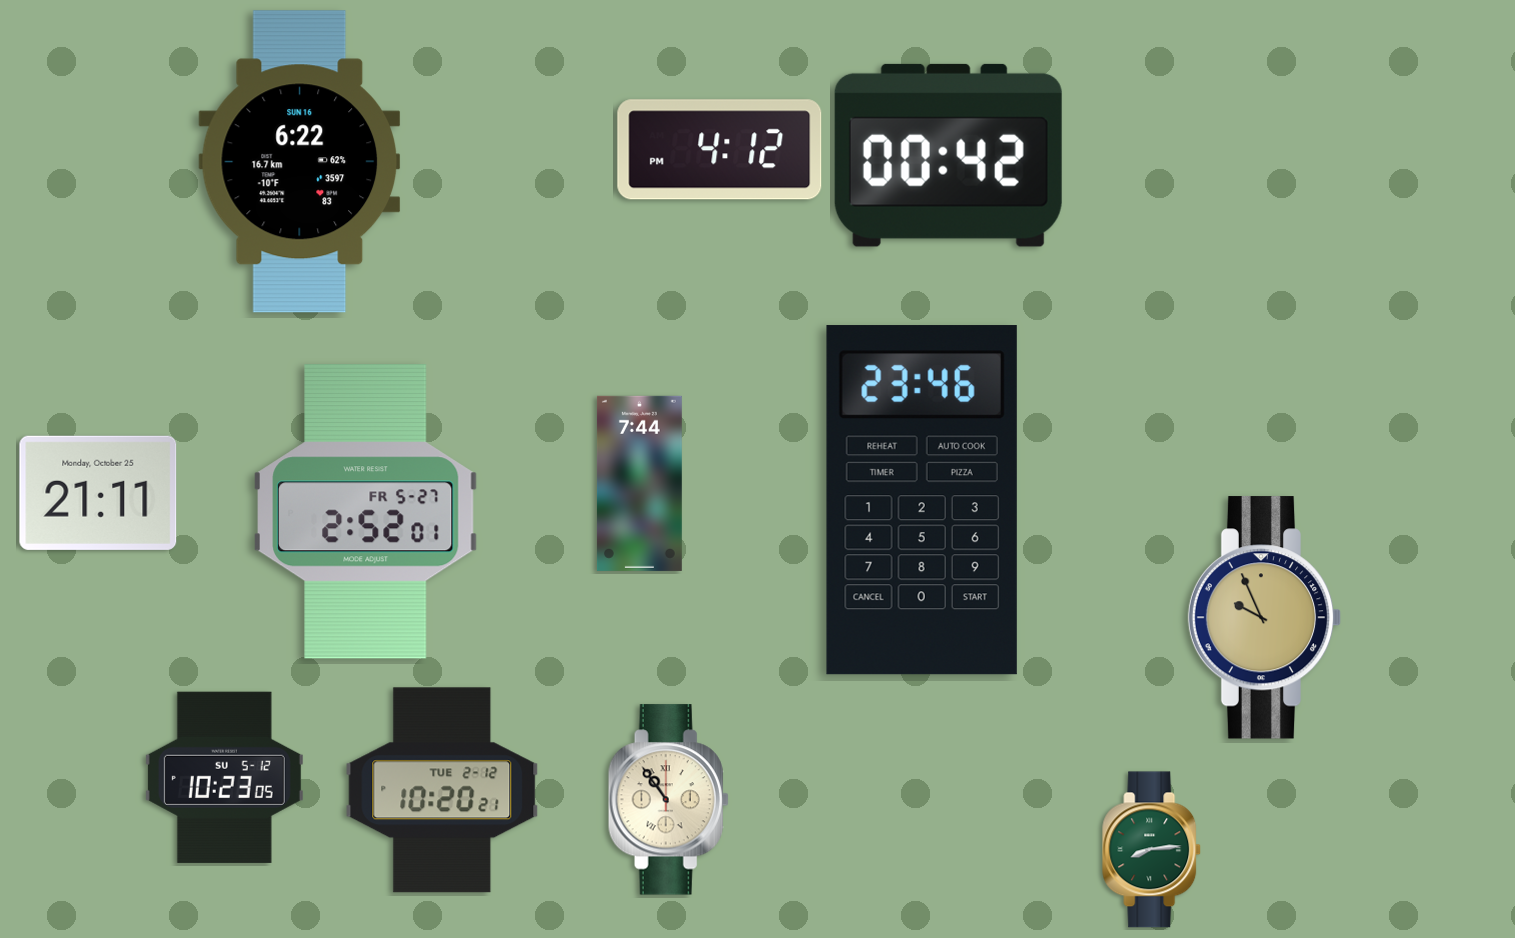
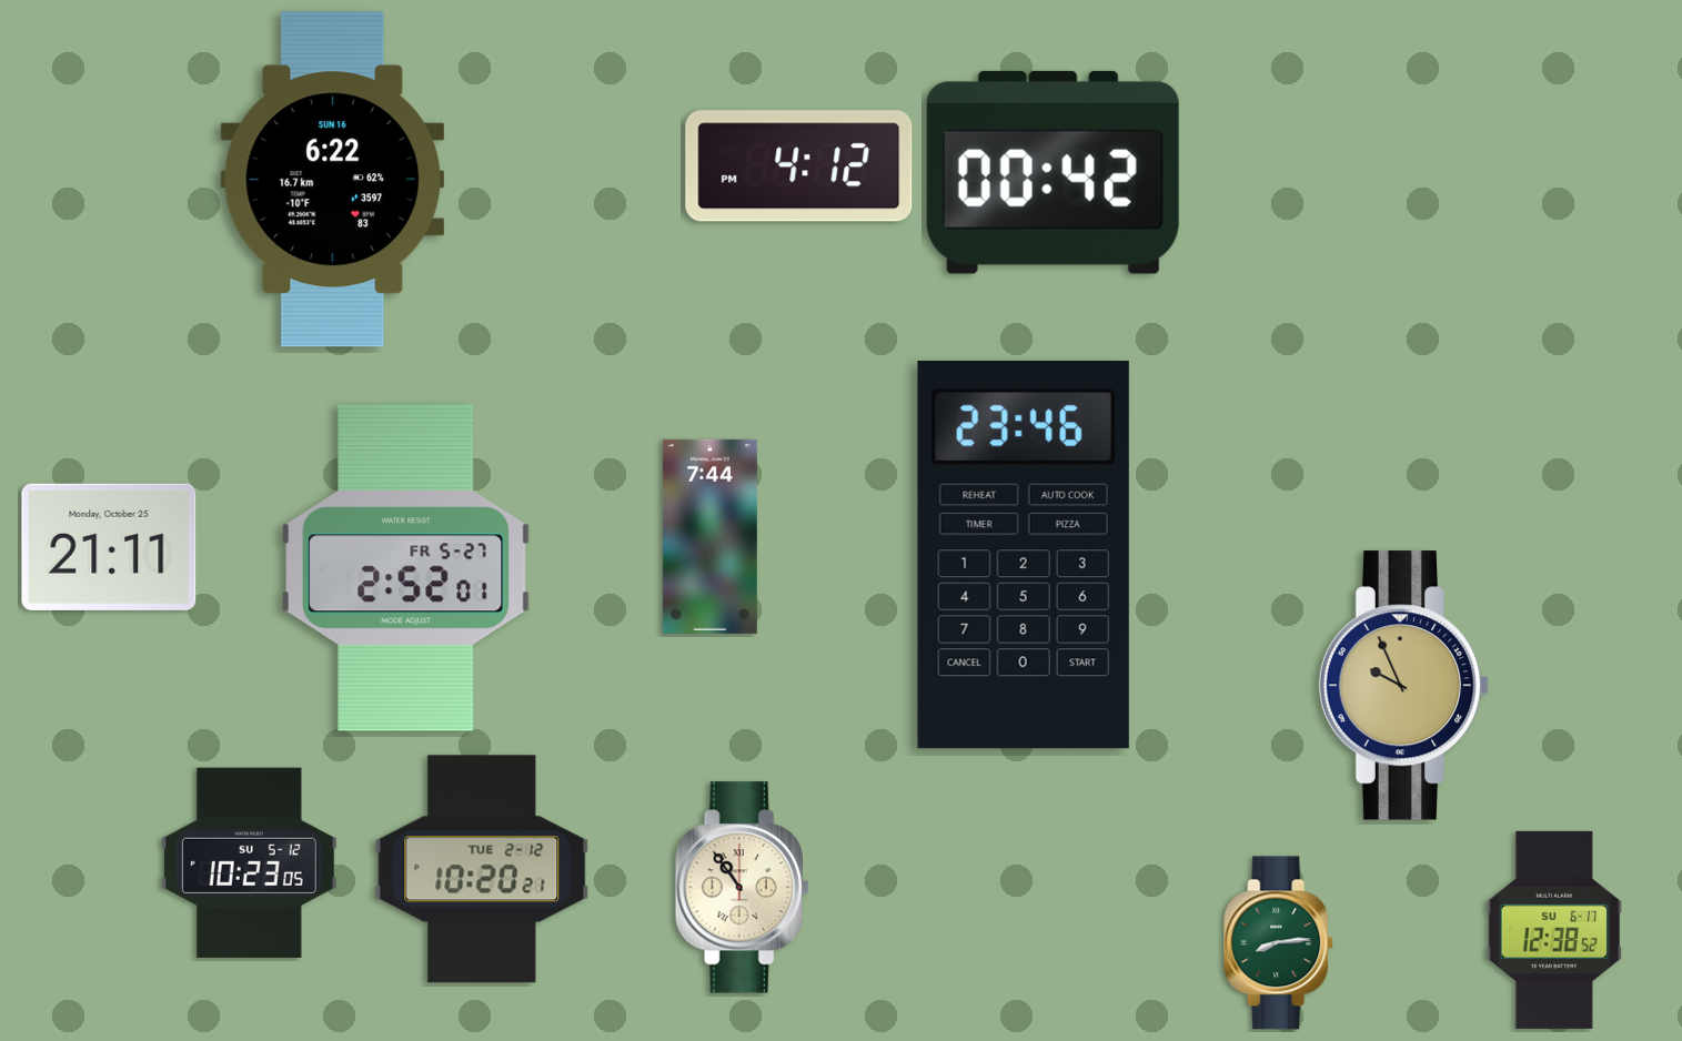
clock at (442, 790) position: (442, 790) -> (482, 869)
clock at (1554, 930): none -> 12:38
